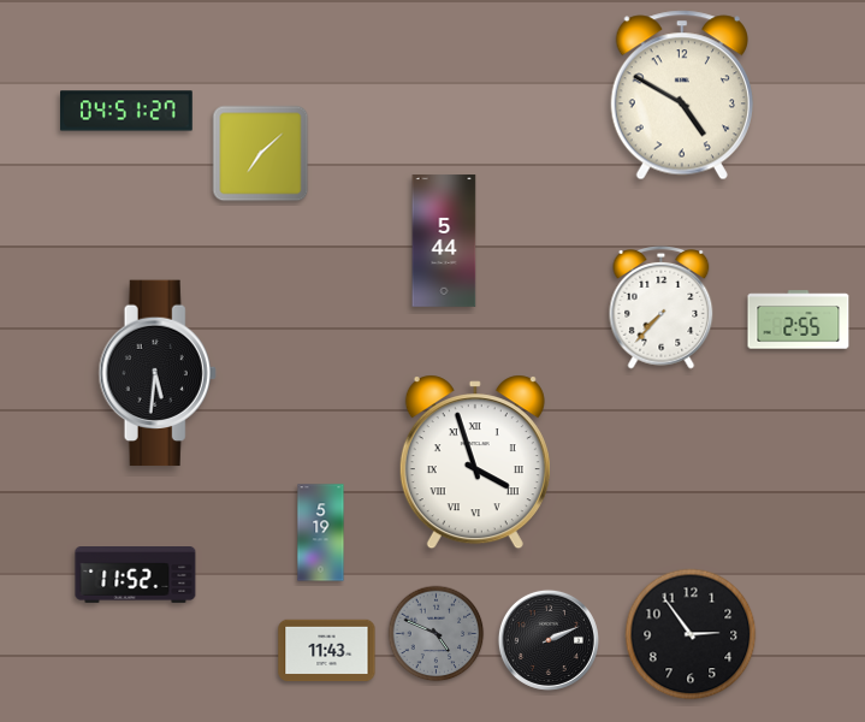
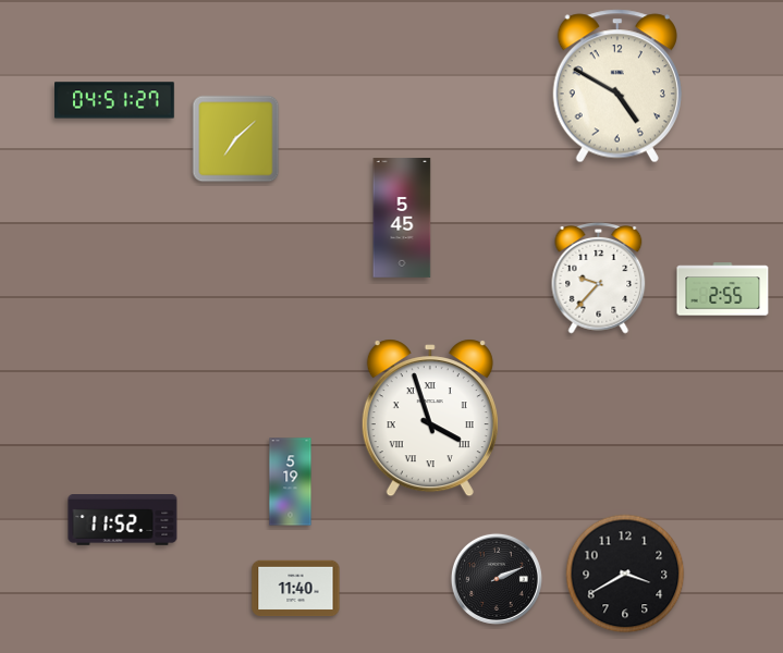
clock at (444, 241): 5:44 -> 5:45
clock at (662, 308): 7:37 -> 9:37
clock at (158, 373): 5:31 -> none
clock at (437, 634): 4:49 -> none
clock at (691, 634): 2:54 -> 3:40
clock at (327, 651): 11:43 -> 11:40
